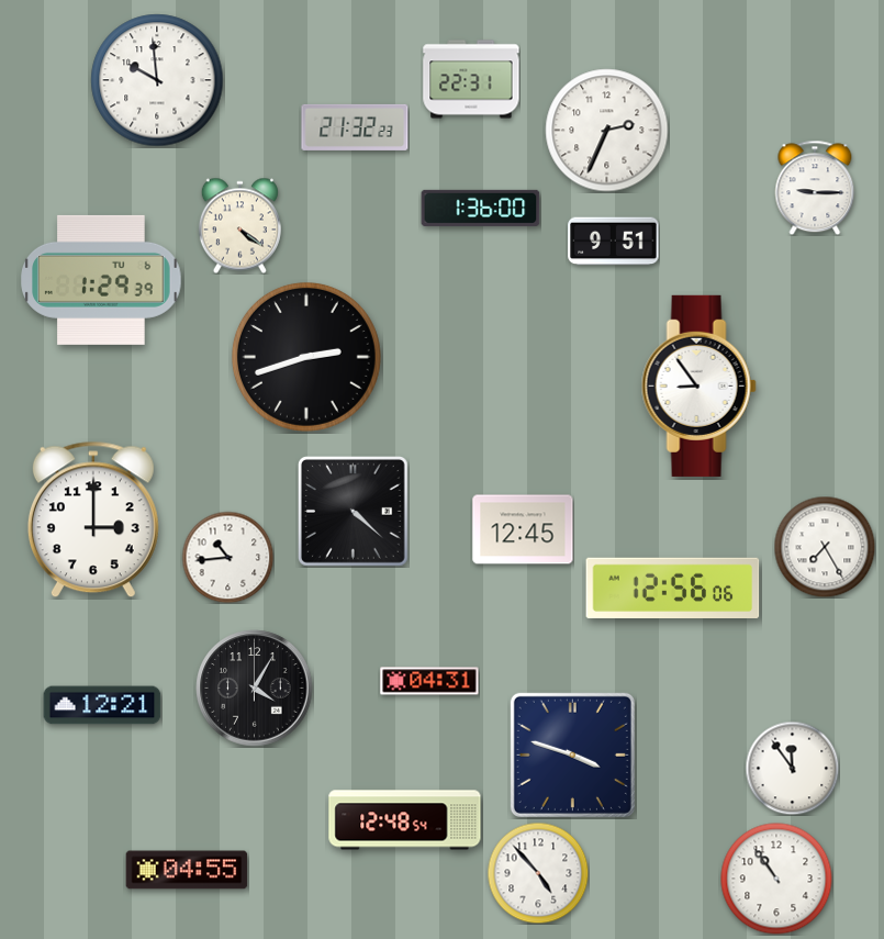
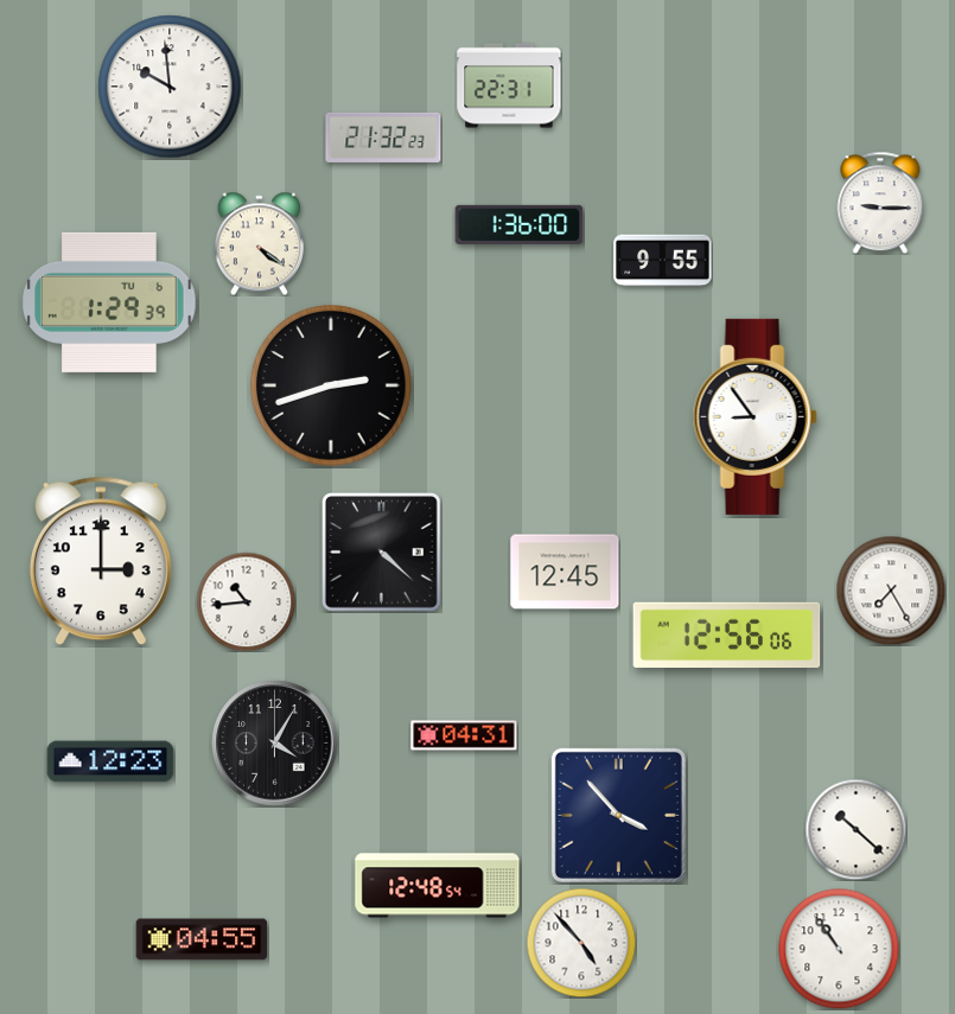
clock at (607, 131): 2:34 -> none
clock at (614, 242): 9:51 -> 9:55
clock at (102, 705): 12:21 -> 12:23
clock at (572, 754): 3:48 -> 3:53
clock at (792, 768): 11:54 -> 10:22
